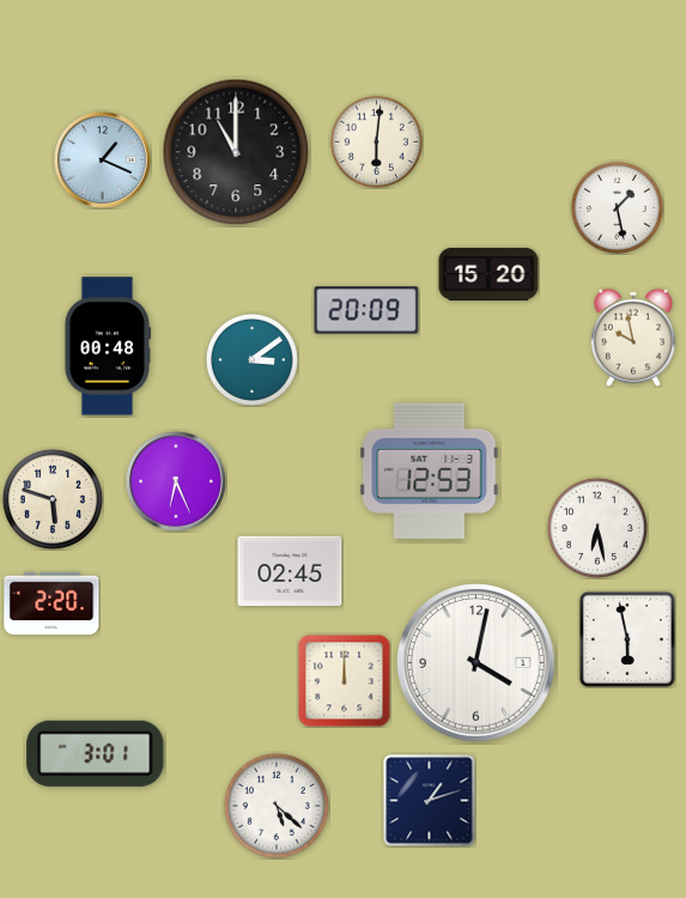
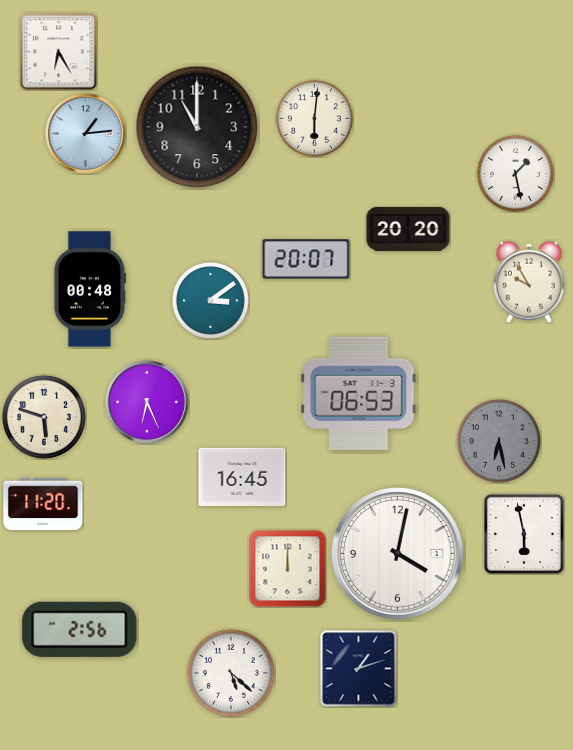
clock at (59, 52): none -> 6:25
clock at (103, 160): 1:19 -> 1:14
clock at (488, 274): 15:20 -> 20:20
clock at (366, 310): 20:09 -> 20:07
clock at (633, 338): 9:58 -> 9:55
clock at (430, 471): 12:53 -> 06:53
clock at (597, 528) dial: white -> grey
clock at (290, 570): 02:45 -> 16:45
clock at (51, 603): 2:20 -> 11:20
clock at (96, 753): 3:01 -> 2:56
